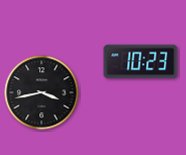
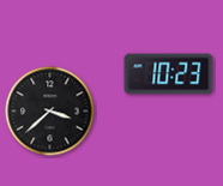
clock at (42, 93): 3:43 -> 3:38
